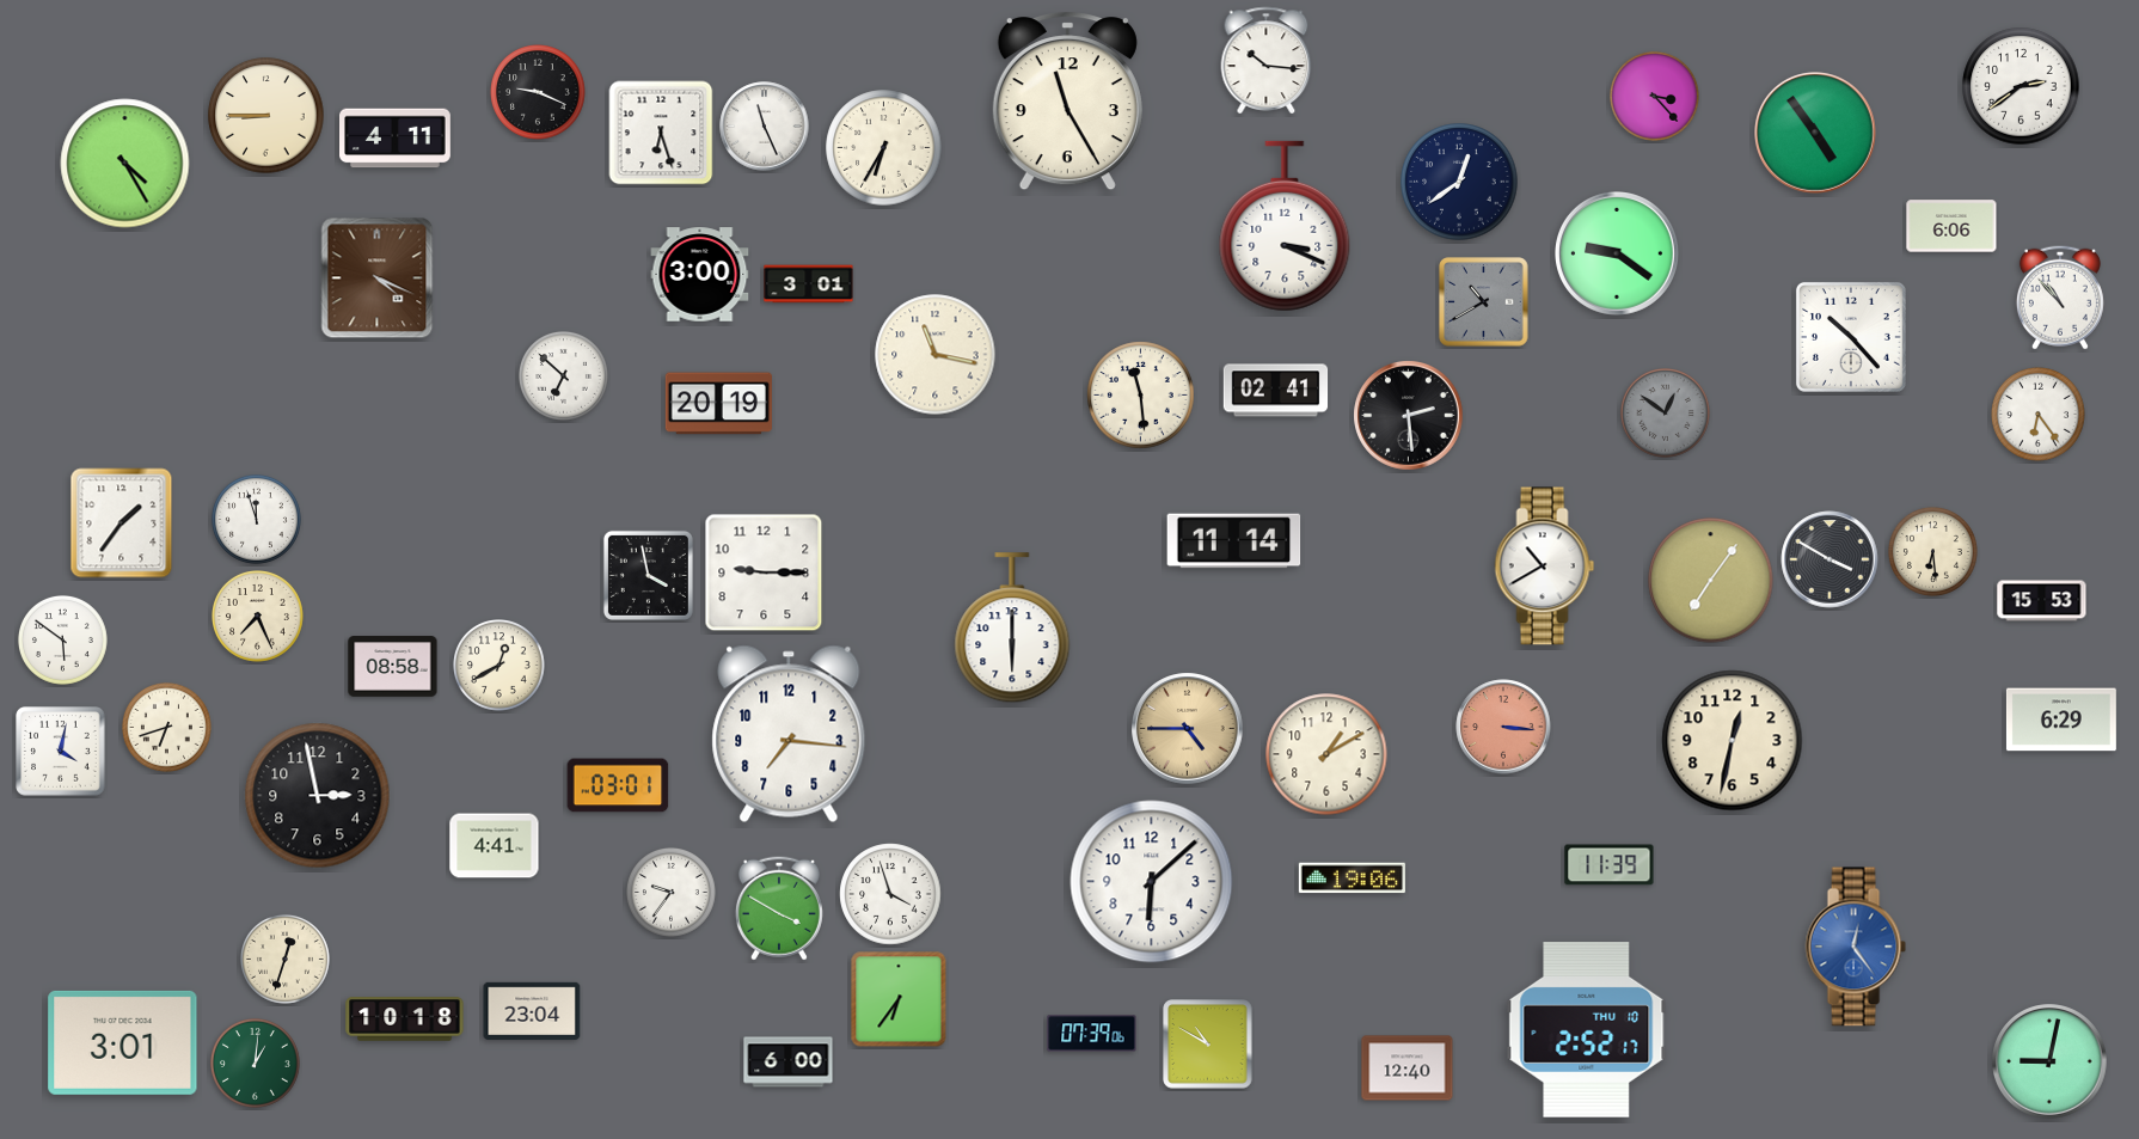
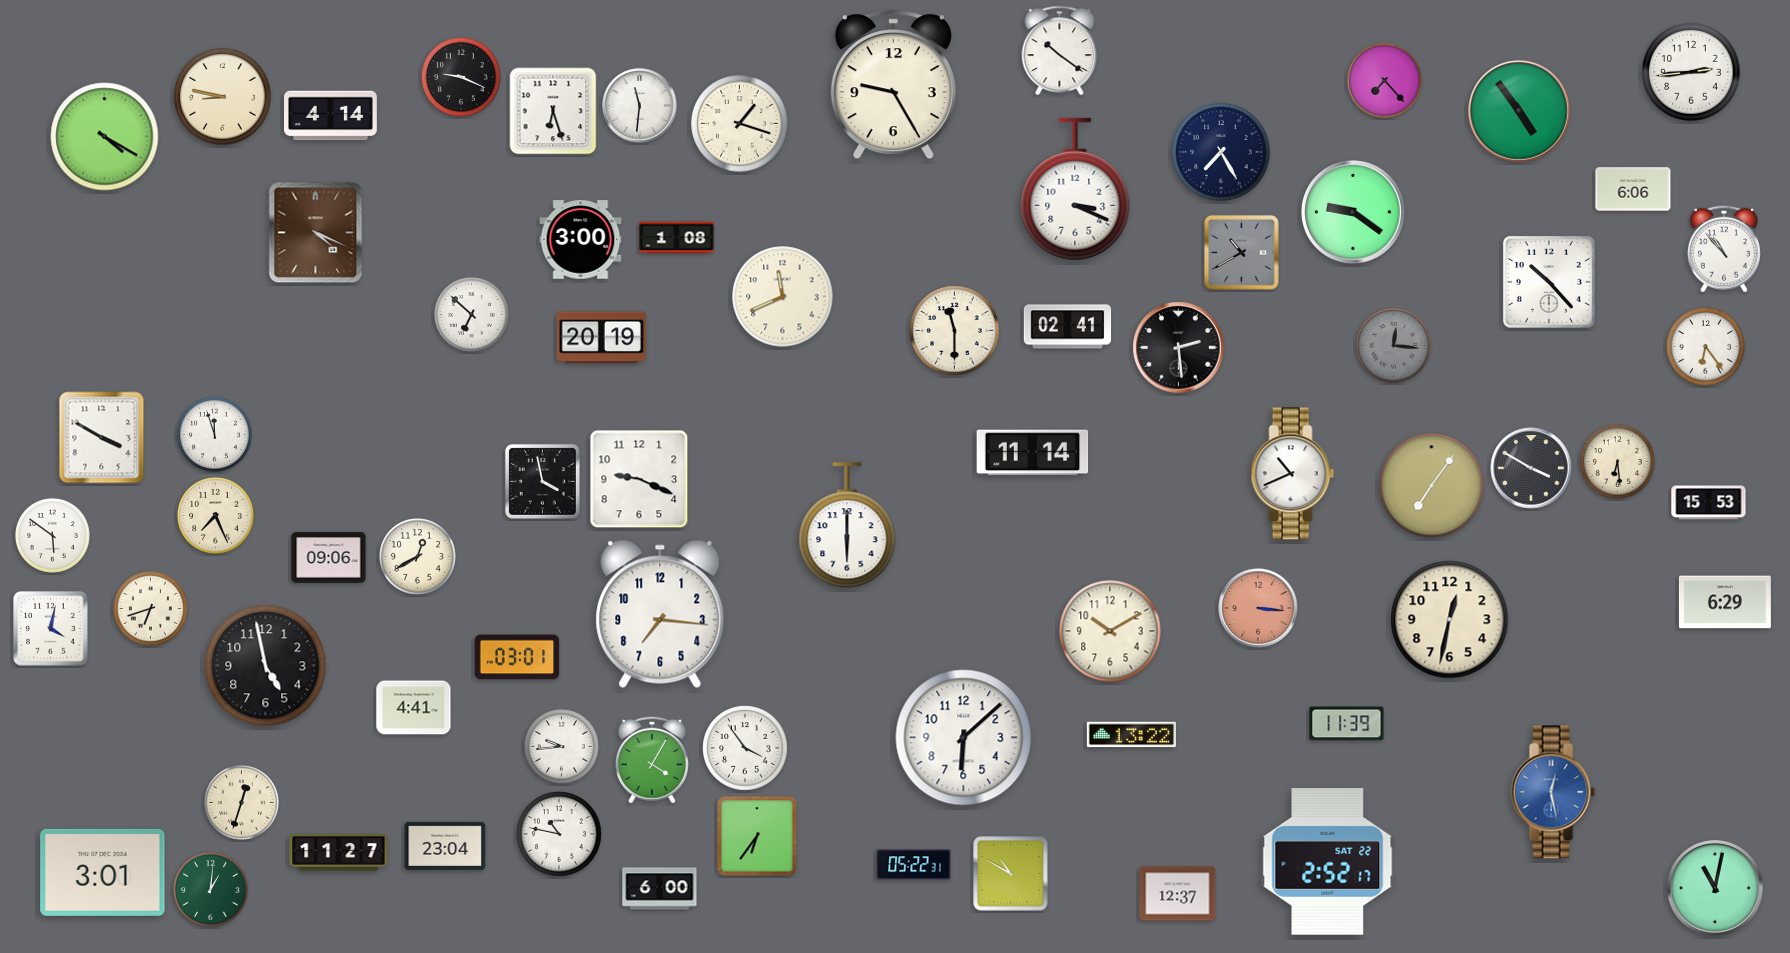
clock at (1267, 60): 10:16 -> 10:21
clock at (2021, 86): 2:39 -> 2:44
clock at (539, 93) position: (539, 93) -> (462, 78)
clock at (1654, 96): 3:23 -> 7:23
clock at (1067, 102): 11:25 -> 9:25
clock at (266, 116): 8:45 -> 8:47
clock at (765, 127): 11:26 -> 11:31
clock at (396, 139): 4:11 -> 4:14
clock at (884, 148): 6:35 -> 1:18
clock at (125, 164): 4:25 -> 4:20
clock at (1459, 182): 12:39 -> 7:25
clock at (700, 275) position: (700, 275) -> (581, 240)
clock at (809, 284): 3:01 -> 1:08
clock at (936, 355): 11:17 -> 11:41
clock at (1141, 396): 11:29 -> 11:30
clock at (1665, 412): 12:51 -> 12:16
clock at (122, 523): 1:36 -> 3:50
clock at (1545, 567): 10:40 -> 10:41
clock at (764, 572): 9:15 -> 9:19
clock at (393, 667): 08:58 -> 09:06
clock at (166, 727) position: (166, 727) -> (150, 608)
clock at (1188, 729): 4:45 -> none
clock at (1326, 754): 1:10 -> 10:10
clock at (318, 796): 2:58 -> 4:58
clock at (1352, 878): 19:06 -> 13:22
clock at (670, 892): 9:36 -> 9:44
clock at (890, 894): 3:57 -> 3:54
clock at (779, 908): 3:50 -> 4:05
clock at (1856, 947): 12:24 -> 12:28
clock at (284, 959) position: (284, 959) -> (241, 802)
clock at (559, 834): none -> 10:47
clock at (899, 999) position: (899, 999) -> (757, 836)
clock at (405, 1019): 10:18 -> 11:27
clock at (1587, 1030) date: THU 10 -> SAT 22
clock at (1092, 1034): 07:39 -> 05:22
clock at (2049, 1061): 9:02 -> 11:02
clock at (255, 1063) position: (255, 1063) -> (210, 889)
clock at (1408, 1068): 12:40 -> 12:37
